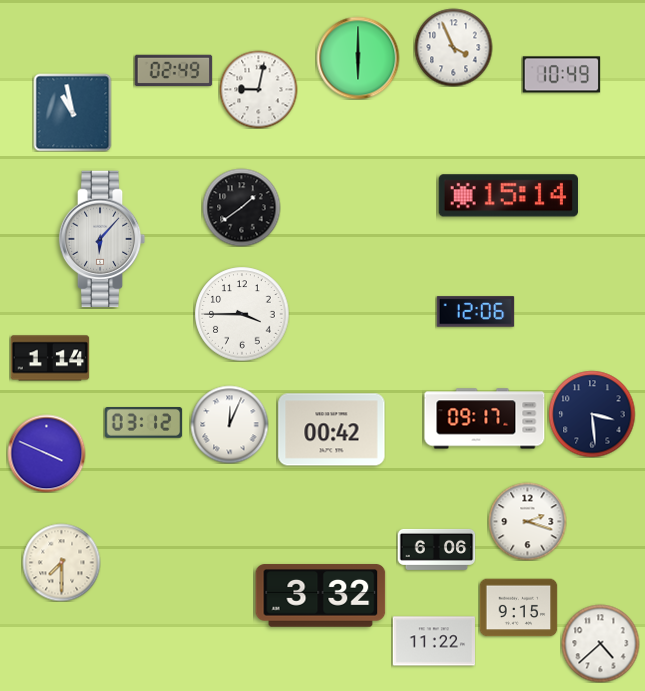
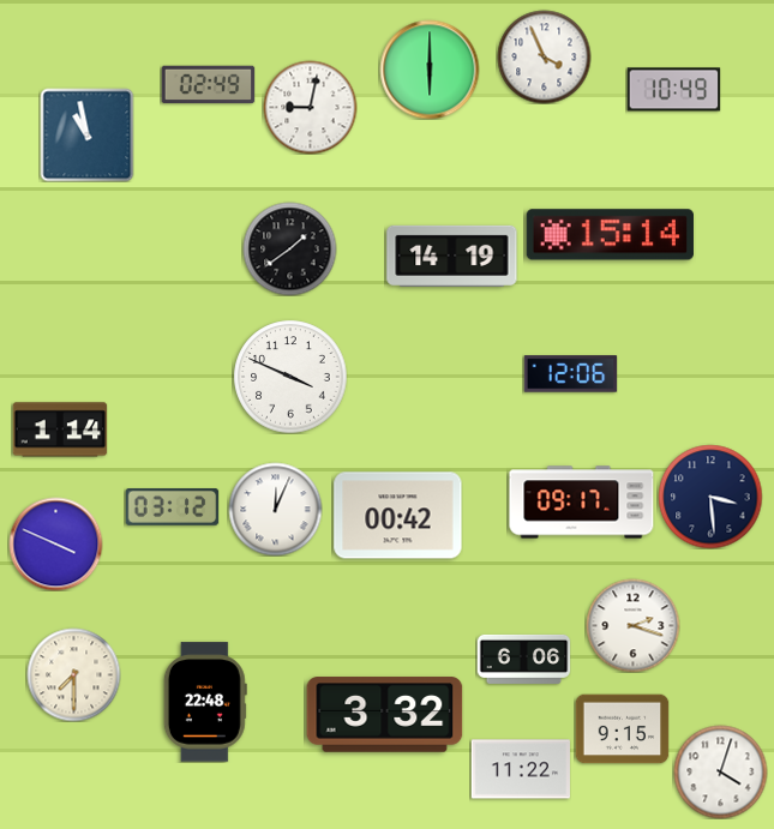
clock at (452, 256): none -> 14:19
clock at (102, 239): 6:07 -> none
clock at (242, 314): 3:45 -> 3:49
clock at (205, 702): none -> 22:48
clock at (600, 643): 4:38 -> 4:03
